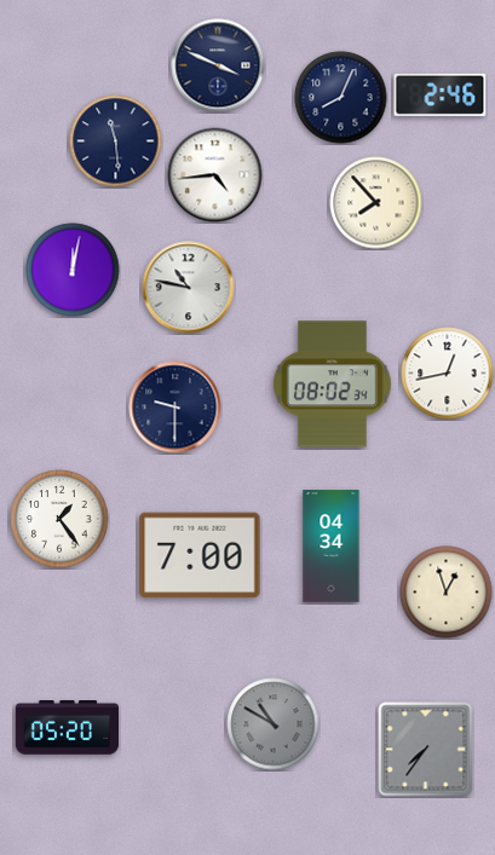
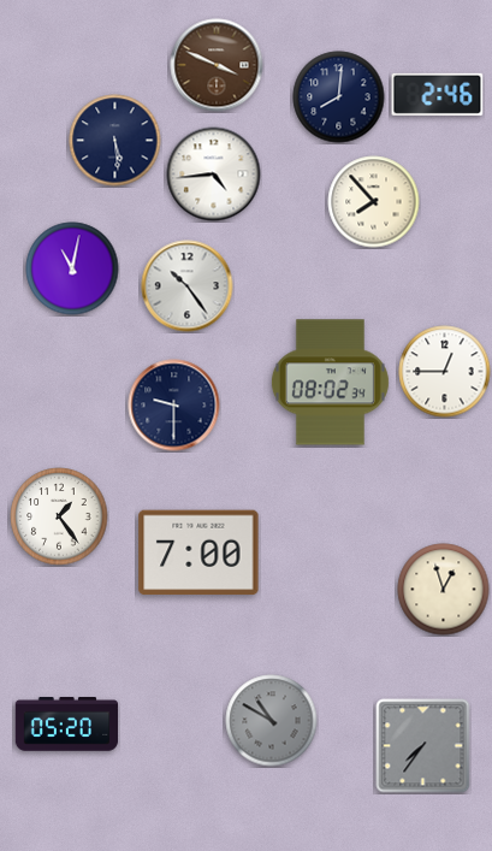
clock at (218, 65) dial: navy -> brown
clock at (341, 98): 8:04 -> 8:01
clock at (116, 141): 11:29 -> 5:29
clock at (73, 270): 12:02 -> 11:02
clock at (189, 288): 10:47 -> 10:24
clock at (448, 374): 12:43 -> 12:45
clock at (332, 547): 04:34 -> none
